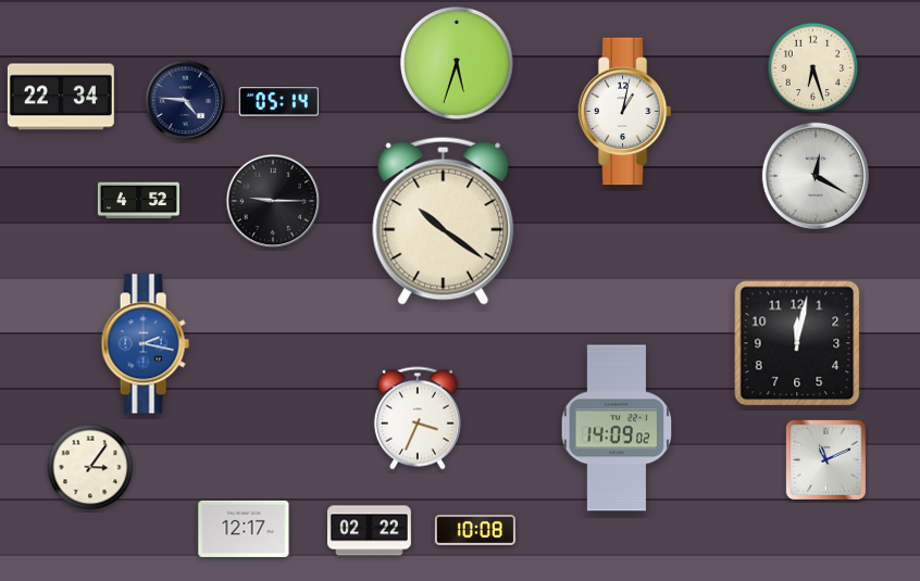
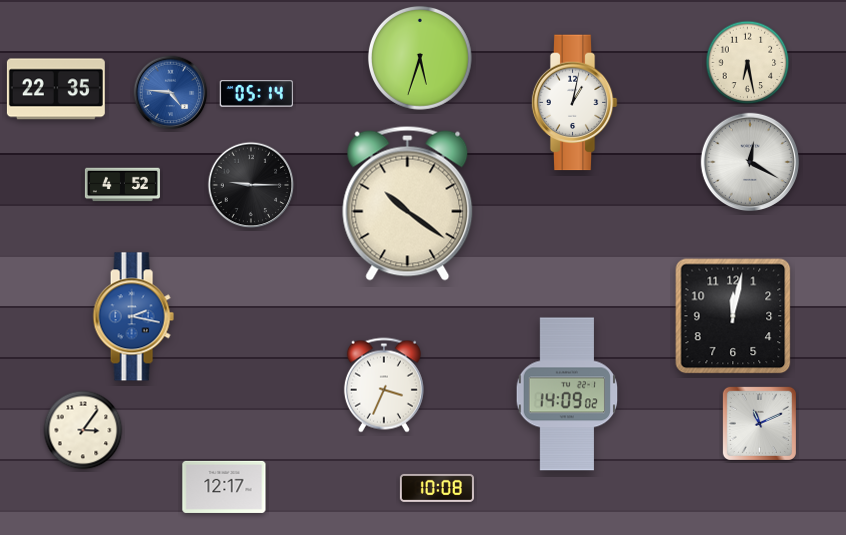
clock at (813, 68): 6:27 -> 6:28
clock at (61, 97): 22:34 -> 22:35
clock at (186, 101) dial: navy -> blue
clock at (138, 201) position: (138, 201) -> (122, 185)
clock at (370, 531): 02:22 -> none
